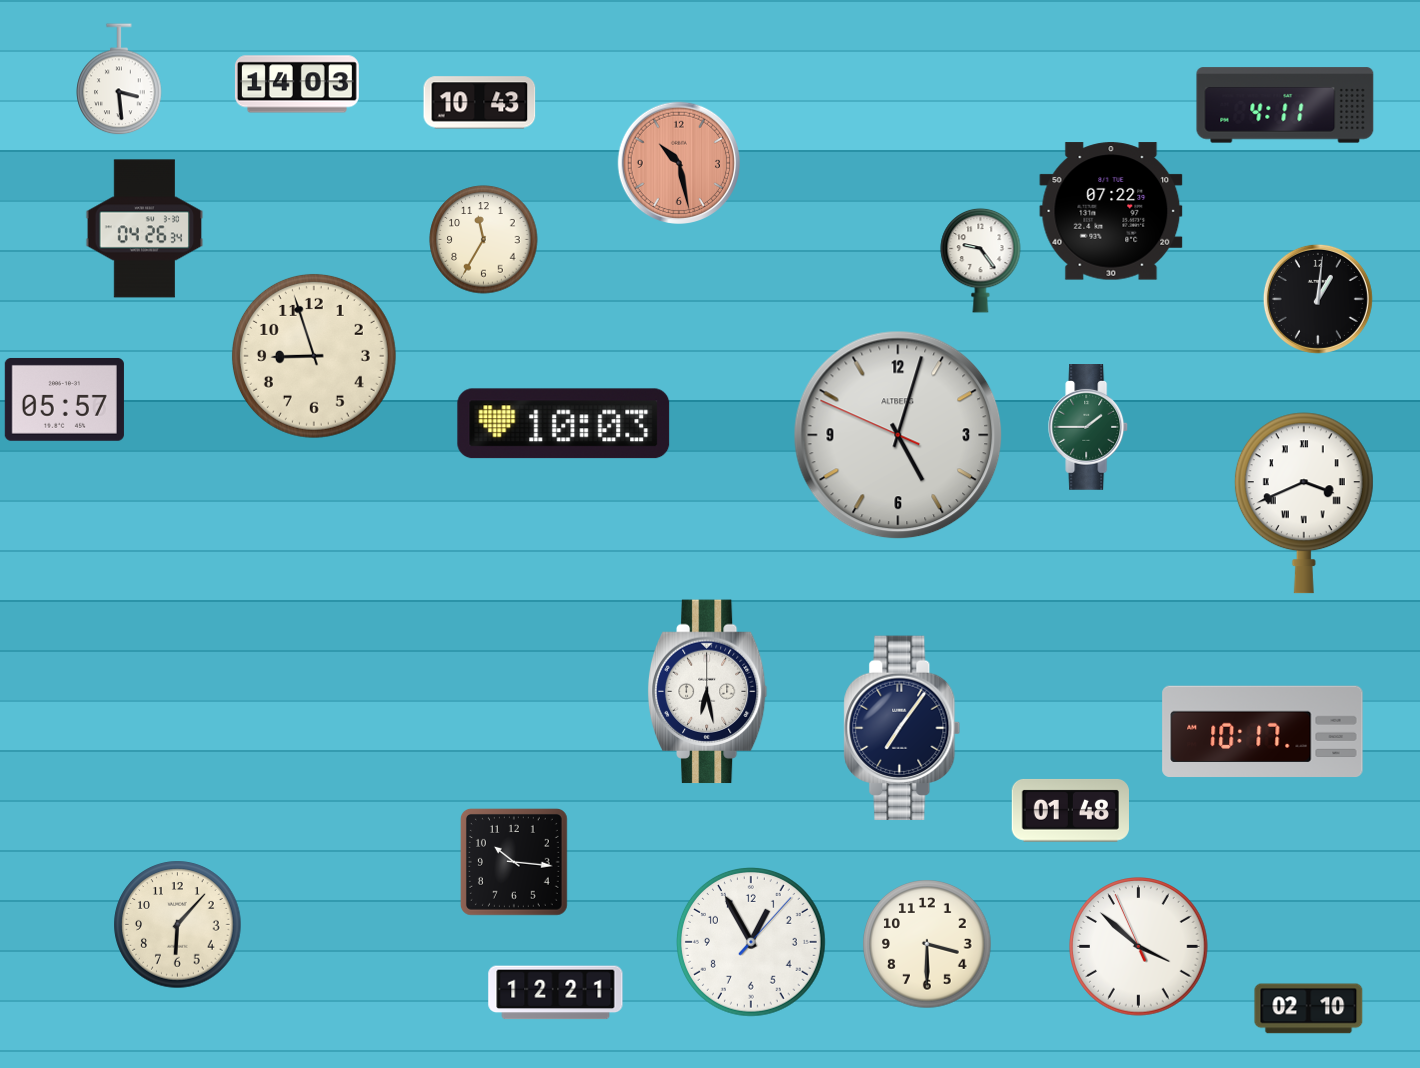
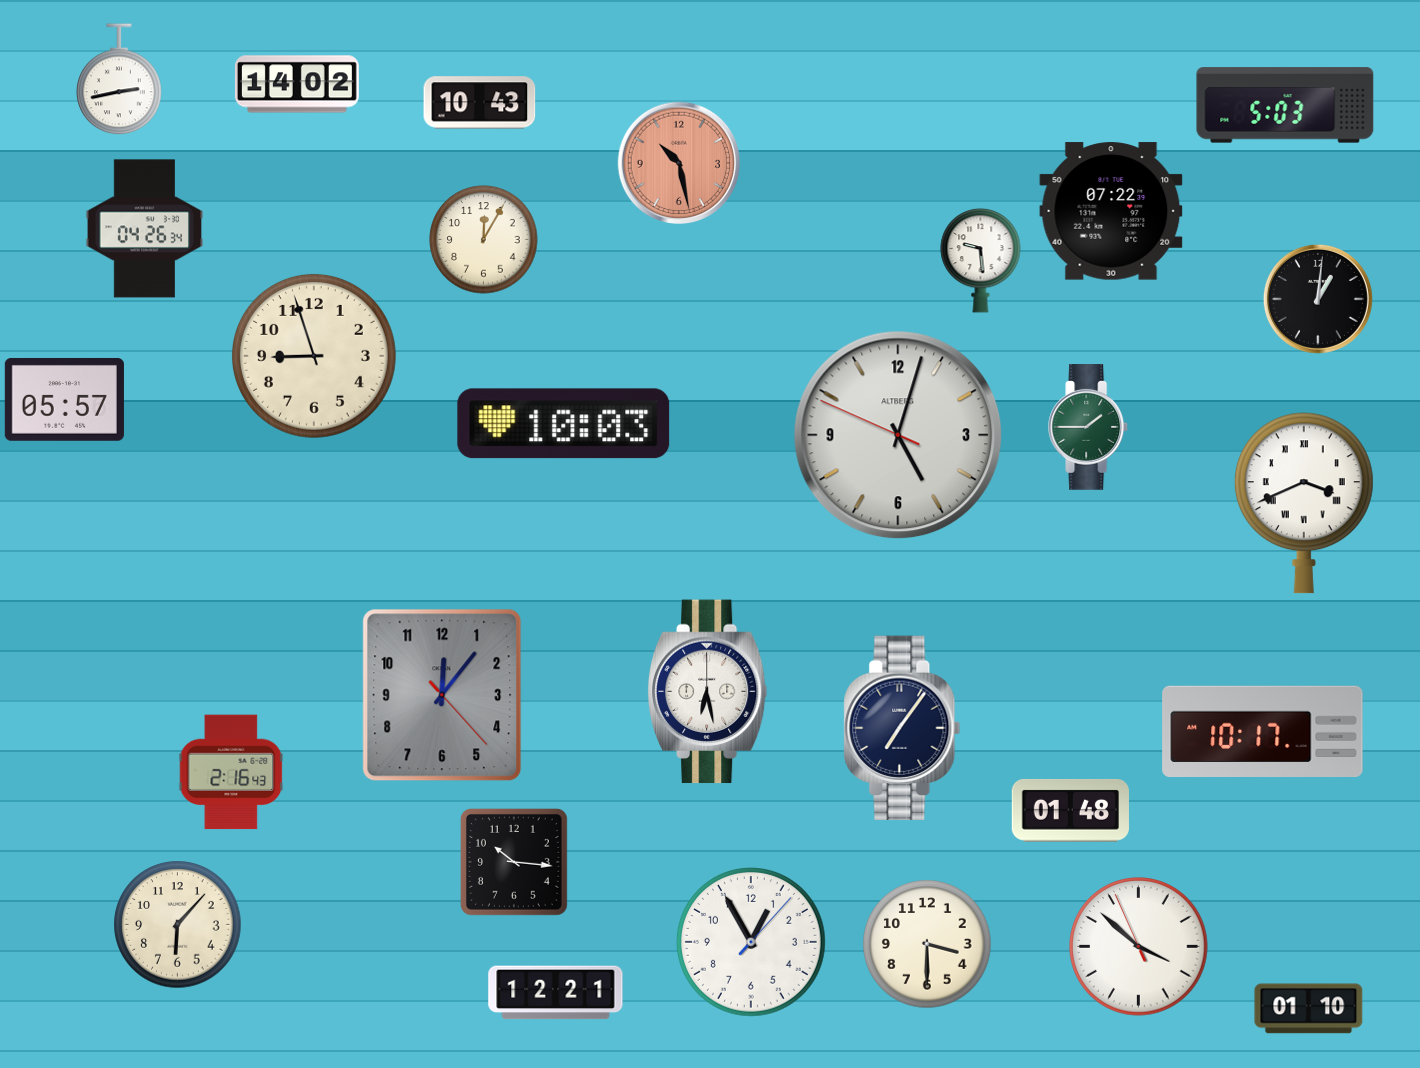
clock at (119, 80): 3:29 -> 2:43
clock at (297, 84): 14:03 -> 14:02
clock at (1285, 105): 4:11 -> 5:03
clock at (484, 240): 11:35 -> 12:05
clock at (981, 260): 9:24 -> 9:29
clock at (442, 695): none -> 12:06
clock at (231, 772): none -> 2:16
clock at (1309, 1009): 02:10 -> 01:10
